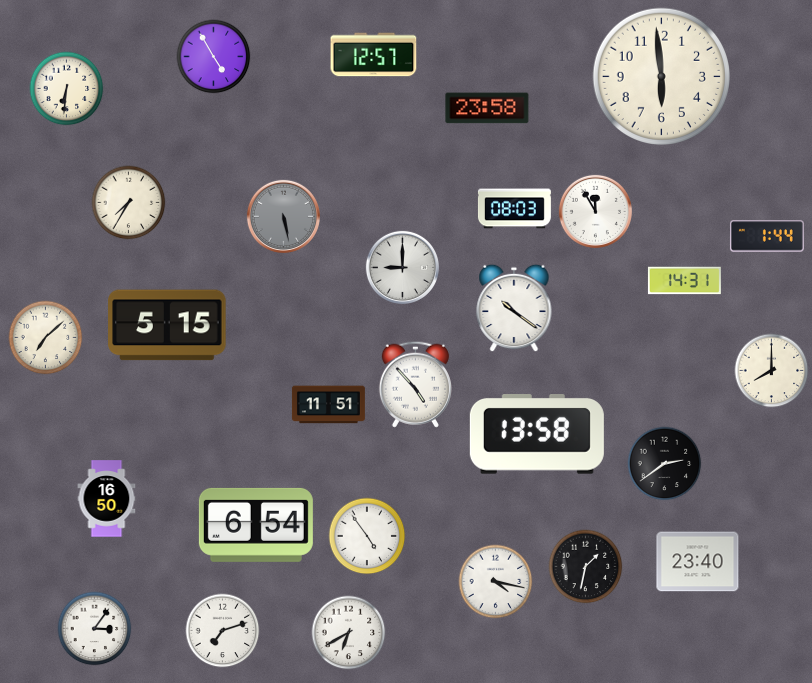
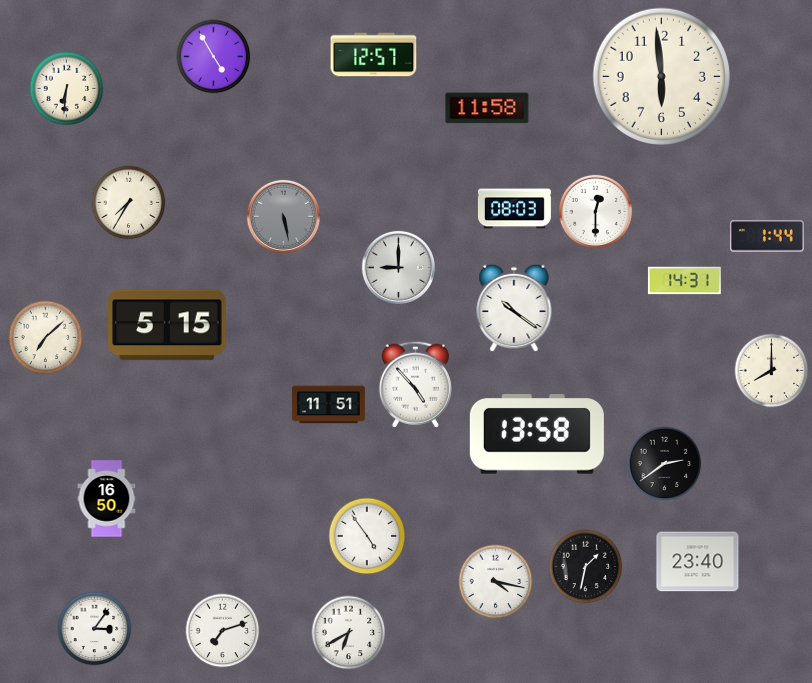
clock at (487, 108): 23:58 -> 11:58
clock at (595, 211): 11:55 -> 12:30
clock at (402, 267) position: (402, 267) -> (398, 267)
clock at (256, 525): 6:54 -> none
